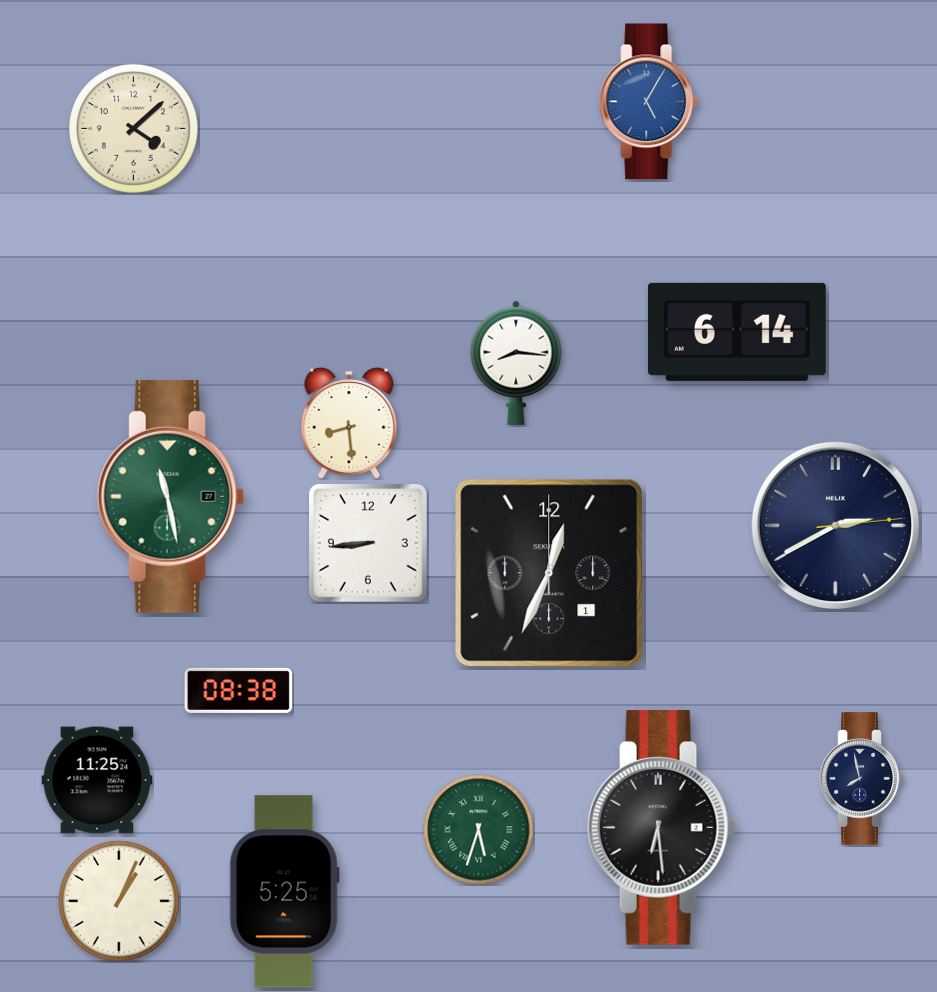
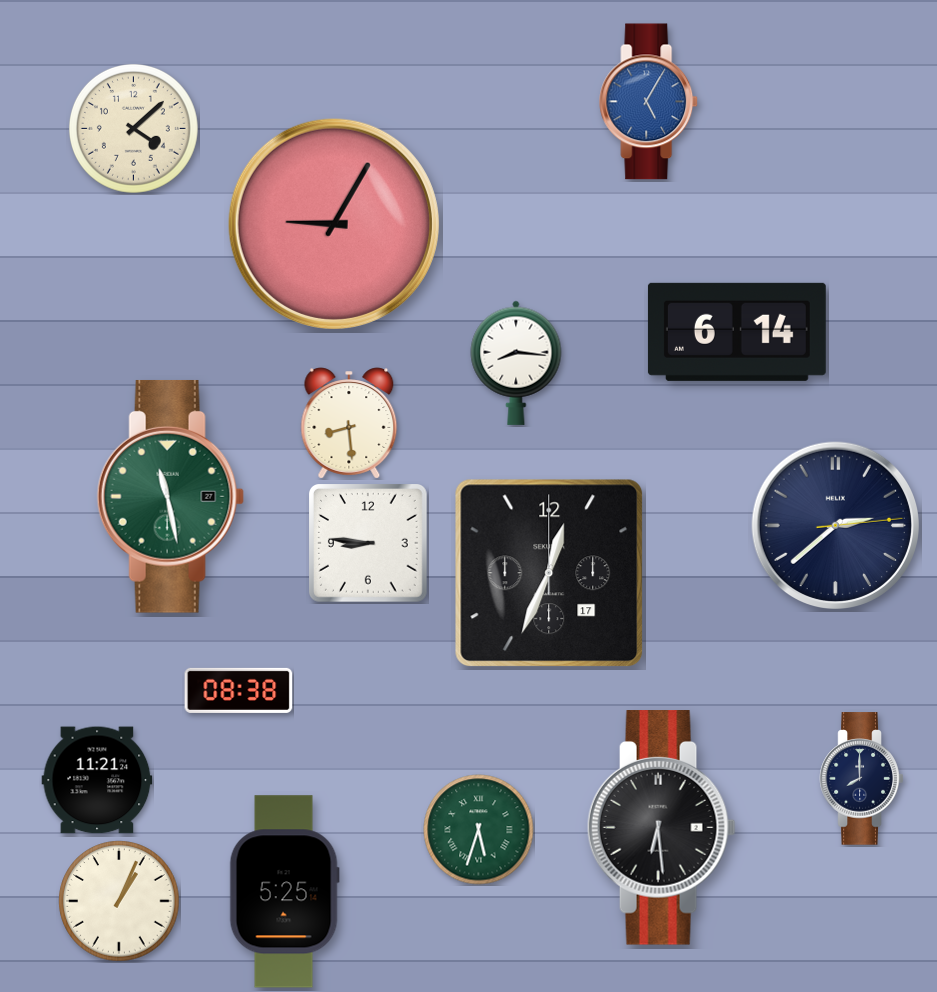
clock at (334, 224): none -> 9:05
clock at (835, 525): 2:40 -> 2:38
clock at (369, 544): 8:44 -> 8:46
clock at (549, 573) date: 1 -> 17
clock at (862, 779): 7:58 -> 8:00
clock at (97, 780): 11:25 -> 11:21
